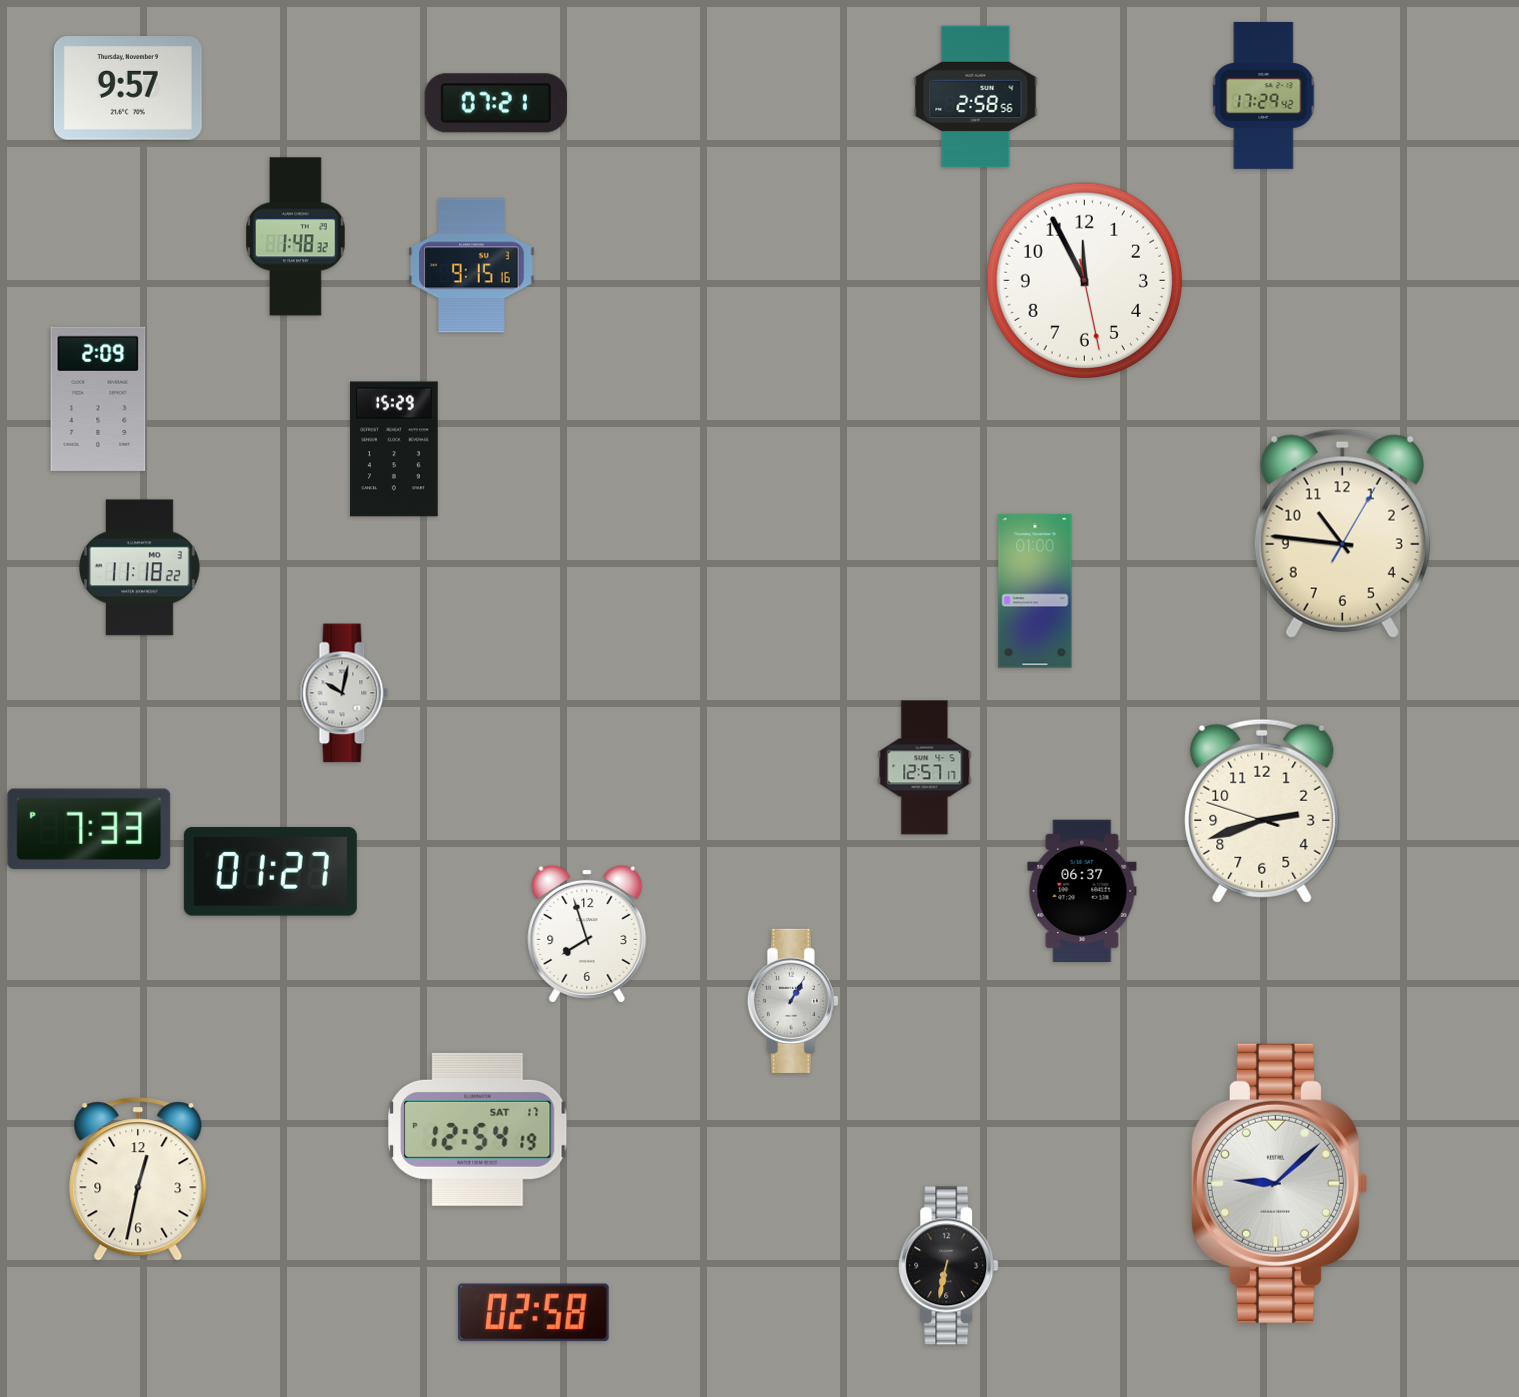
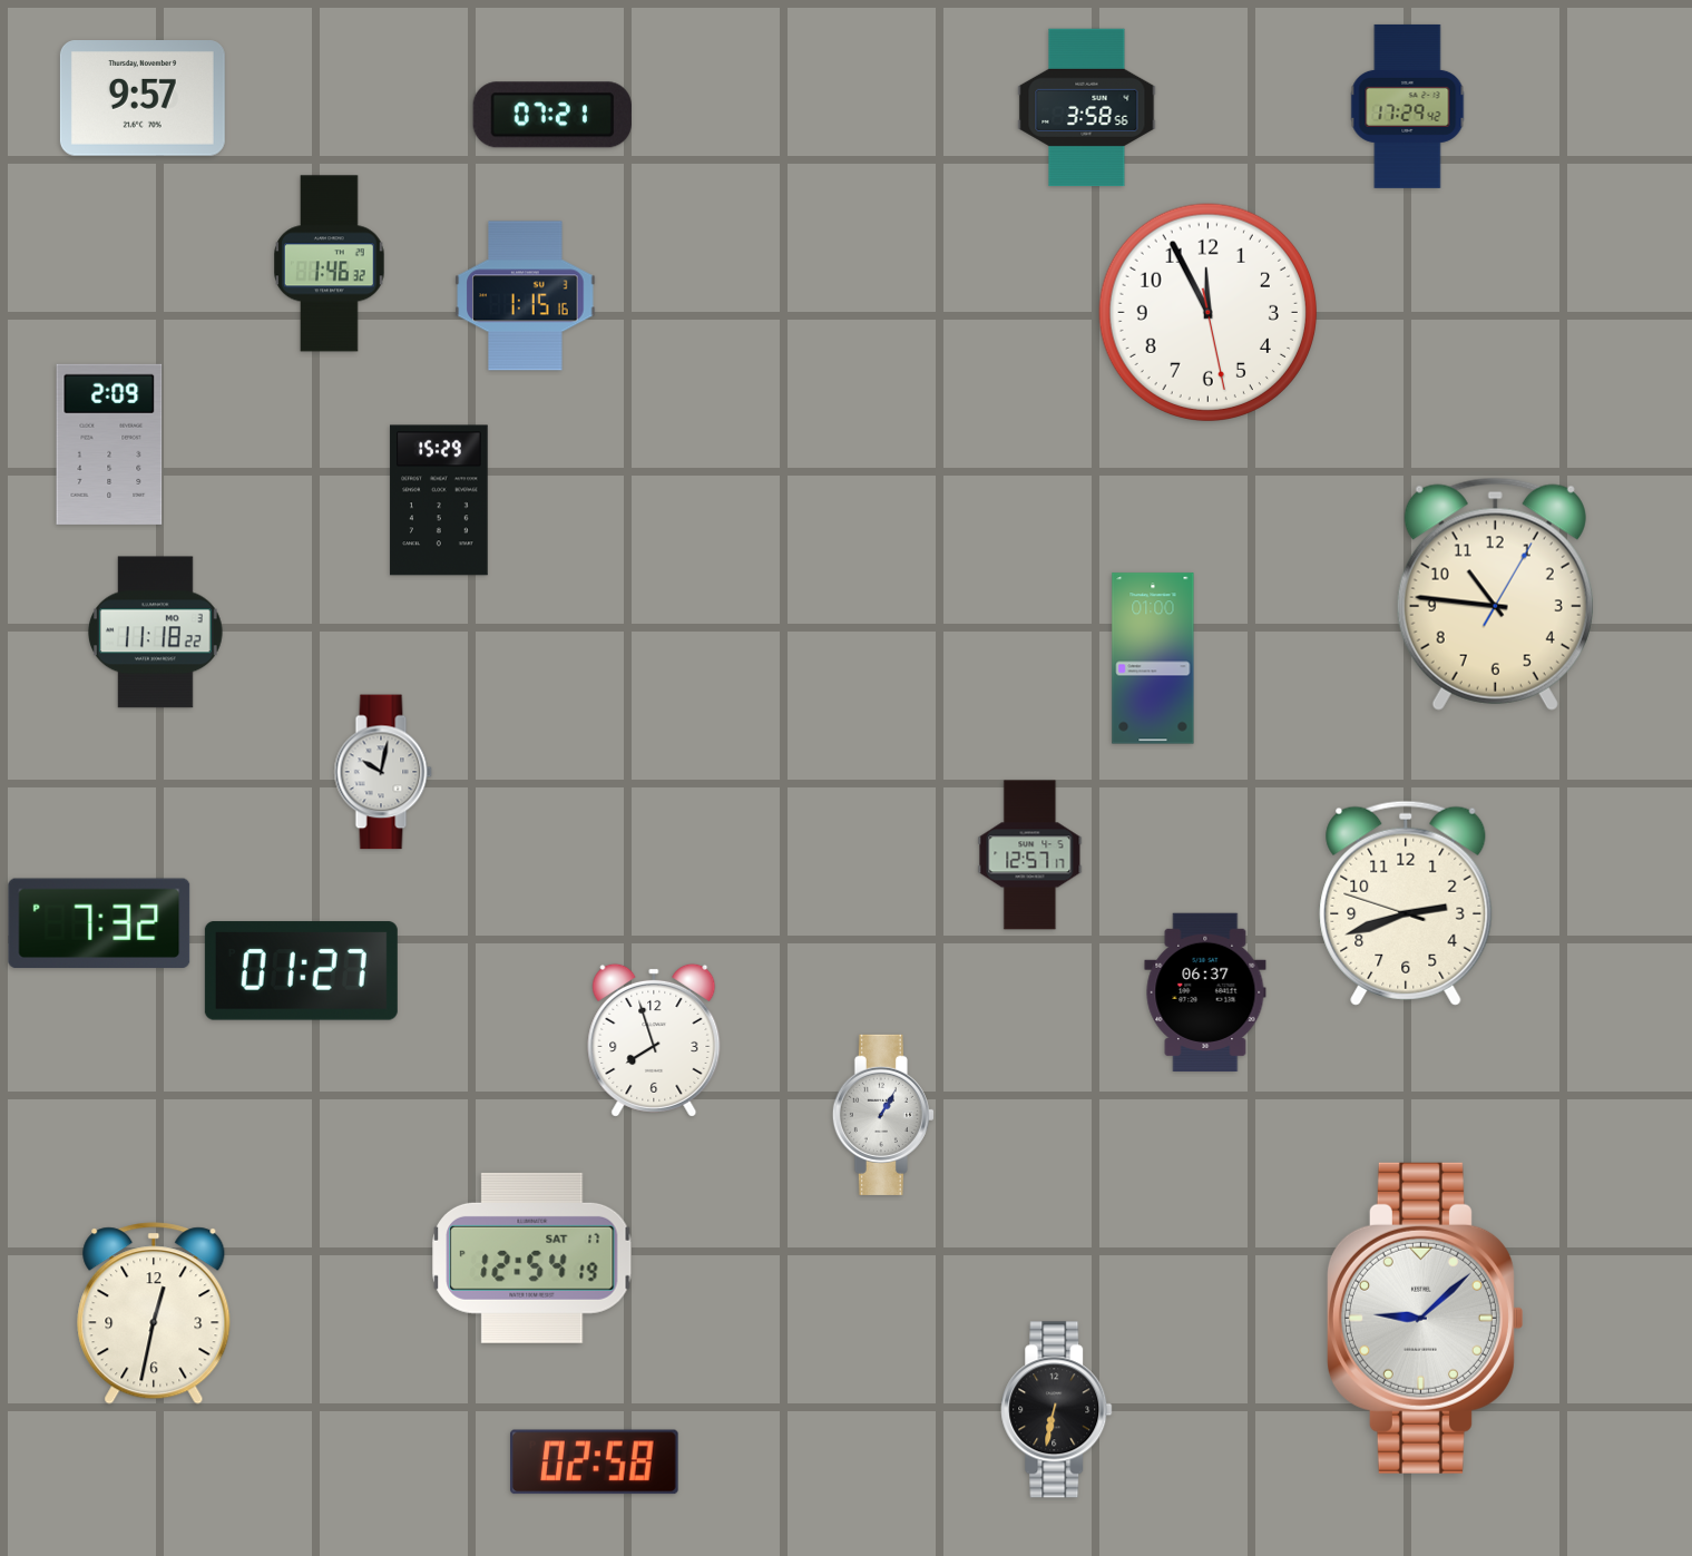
clock at (976, 97): 2:58 -> 3:58
clock at (296, 237): 1:48 -> 1:46
clock at (472, 266): 9:15 -> 1:15
clock at (89, 829): 7:33 -> 7:32
